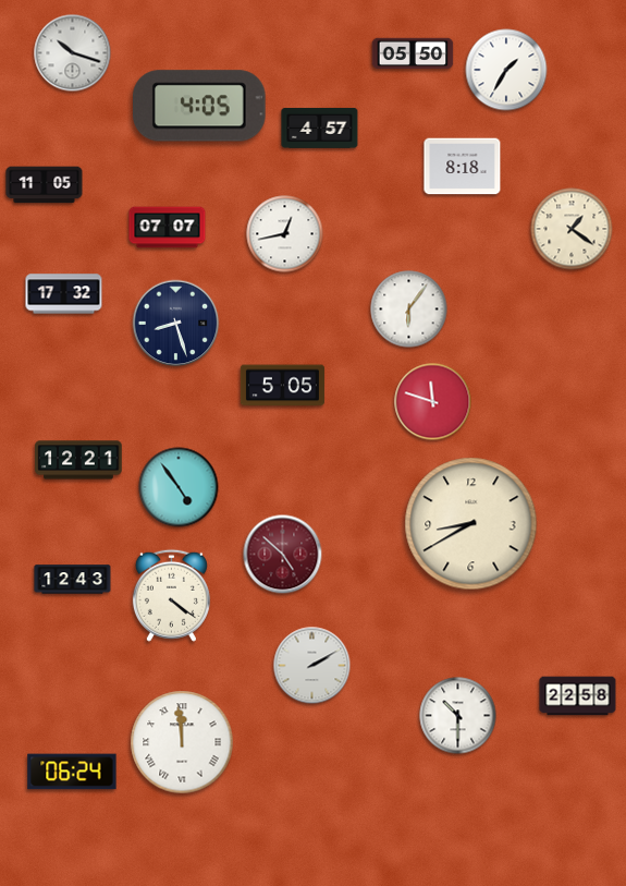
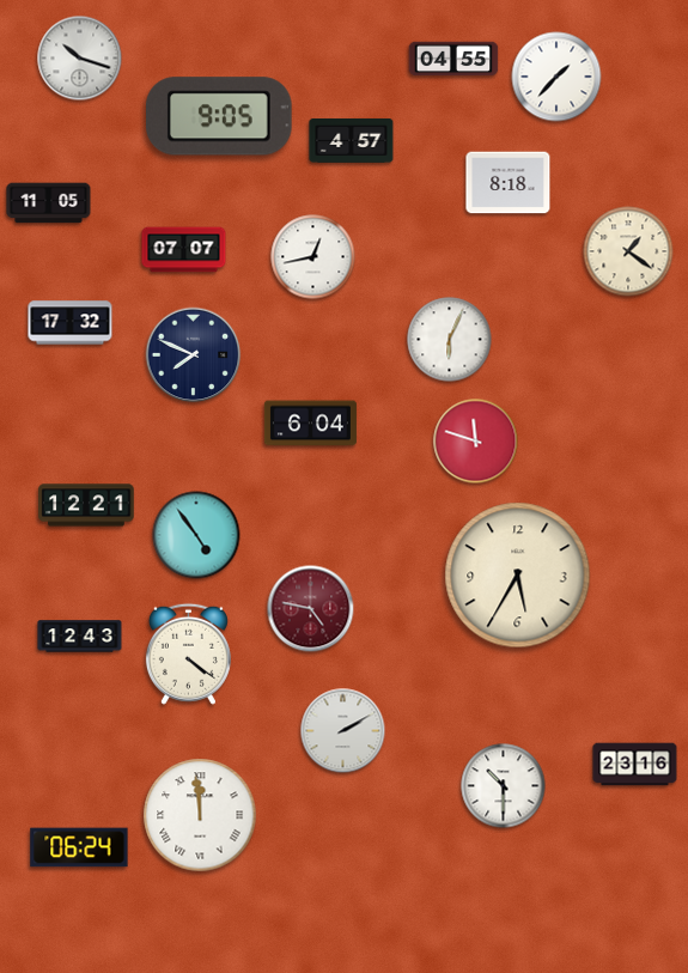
clock at (413, 53): 05:50 -> 04:55
clock at (506, 70): 1:35 -> 1:37
clock at (200, 106): 4:05 -> 9:05
clock at (409, 310): 6:06 -> 6:04
clock at (176, 324): 8:27 -> 7:49
clock at (282, 386): 5:05 -> 6:04
clock at (471, 524): 8:40 -> 5:35
clock at (283, 555): 4:52 -> 4:47
clock at (578, 696): 22:58 -> 23:16
